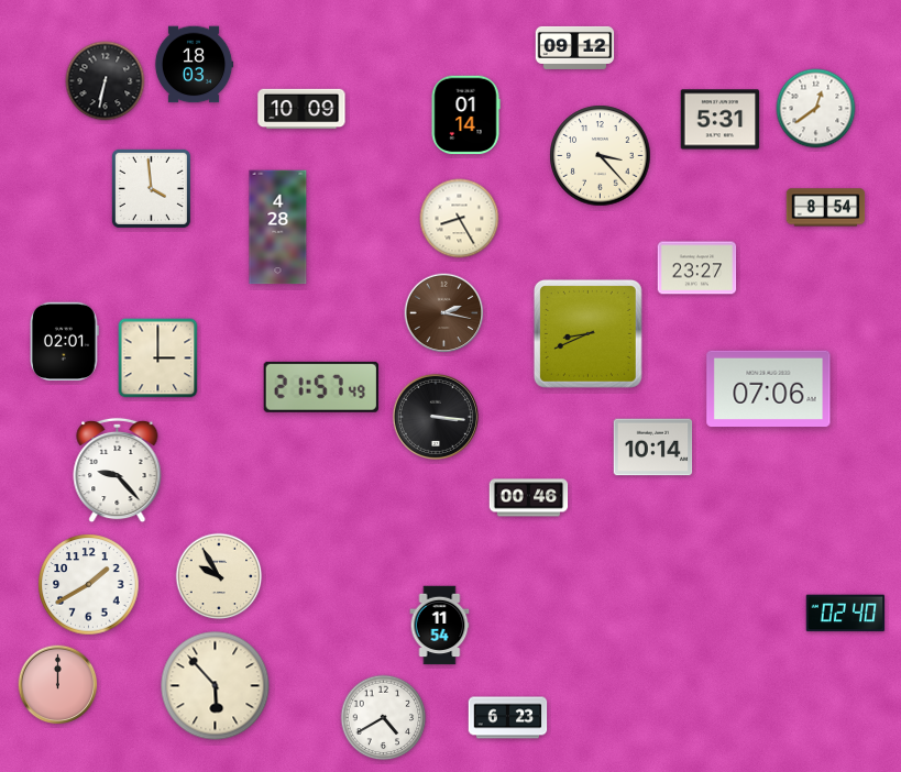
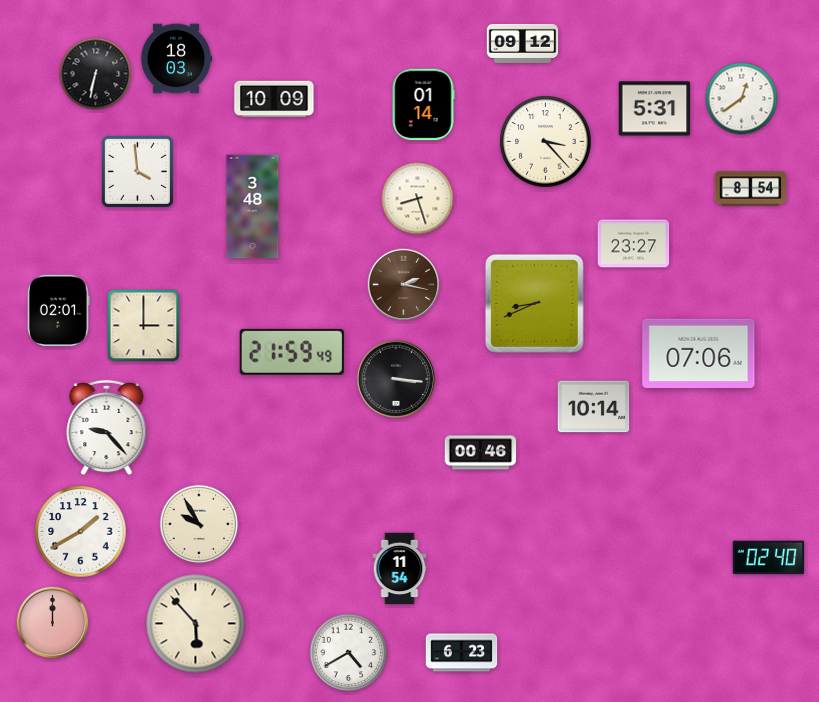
clock at (460, 219): 8:25 -> 8:27
clock at (278, 228): 4:28 -> 3:48
clock at (321, 387): 21:57 -> 21:59
